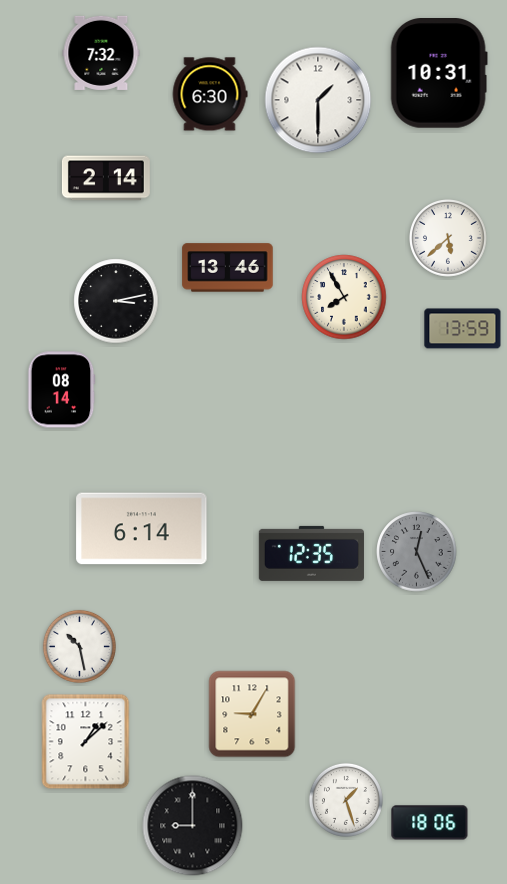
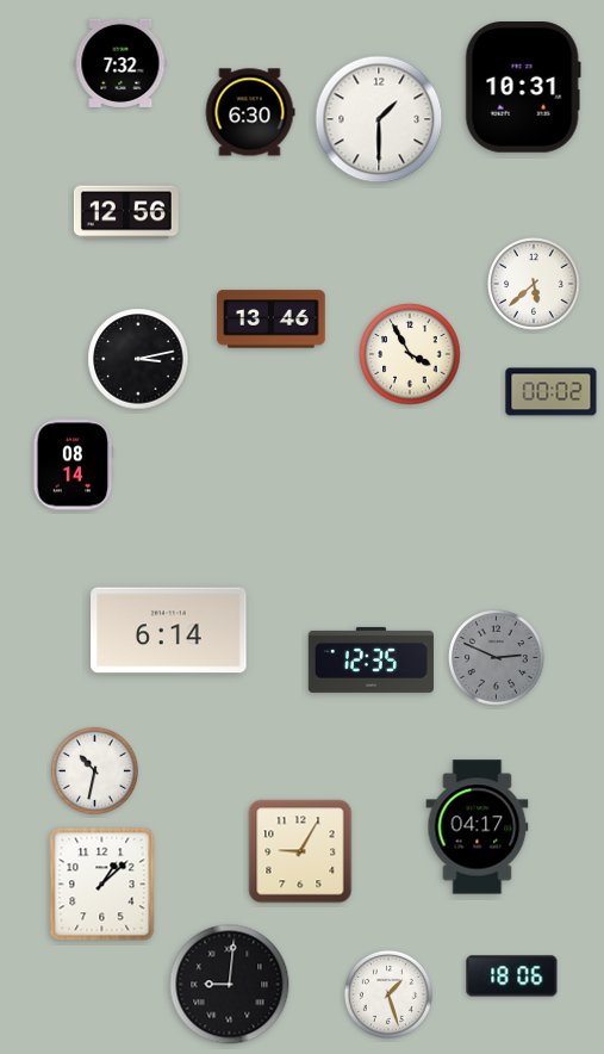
clock at (106, 178): 2:14 -> 12:56
clock at (344, 297): 7:55 -> 3:55
clock at (463, 329): 13:59 -> 00:02
clock at (417, 552): 12:26 -> 2:49
clock at (79, 646): 10:28 -> 10:32
clock at (478, 827): none -> 04:17
clock at (346, 800) position: (346, 800) -> (388, 994)
clock at (430, 823) position: (430, 823) -> (512, 976)
clock at (193, 826): 9:00 -> 9:01
